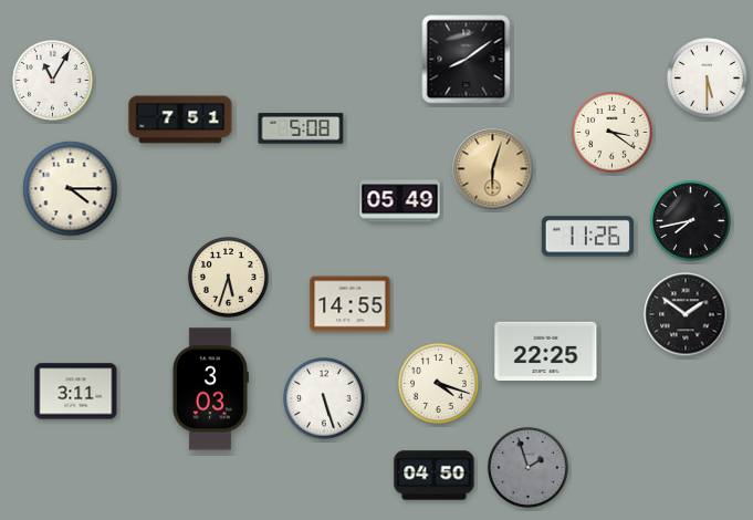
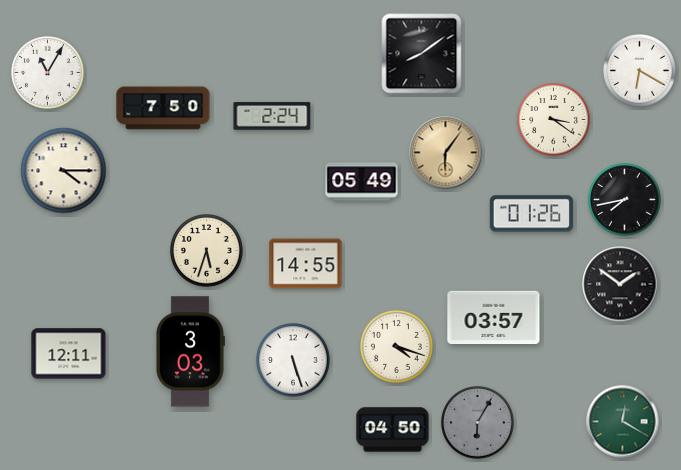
clock at (708, 79): 5:30 -> 6:20
clock at (180, 119): 7:51 -> 7:50
clock at (301, 128): 5:08 -> 2:24
clock at (493, 169): 6:03 -> 6:06
clock at (587, 237): 11:26 -> 01:26
clock at (351, 304) position: (351, 304) -> (306, 264)
clock at (546, 351): 22:25 -> 03:57
clock at (76, 392): 3:11 -> 12:11
clock at (623, 422): none -> 12:20
clock at (529, 468): 1:57 -> 6:05
